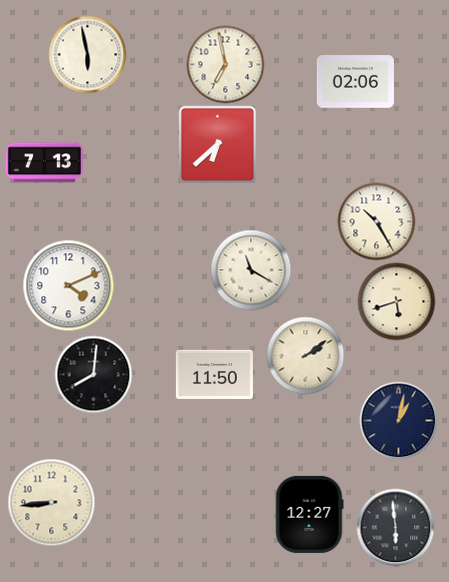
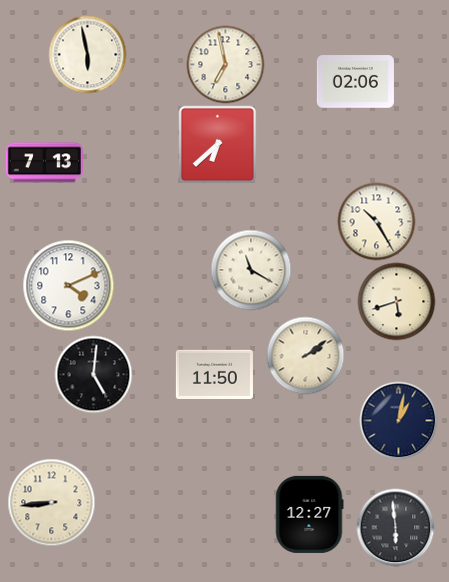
clock at (93, 374): 8:01 -> 5:01
